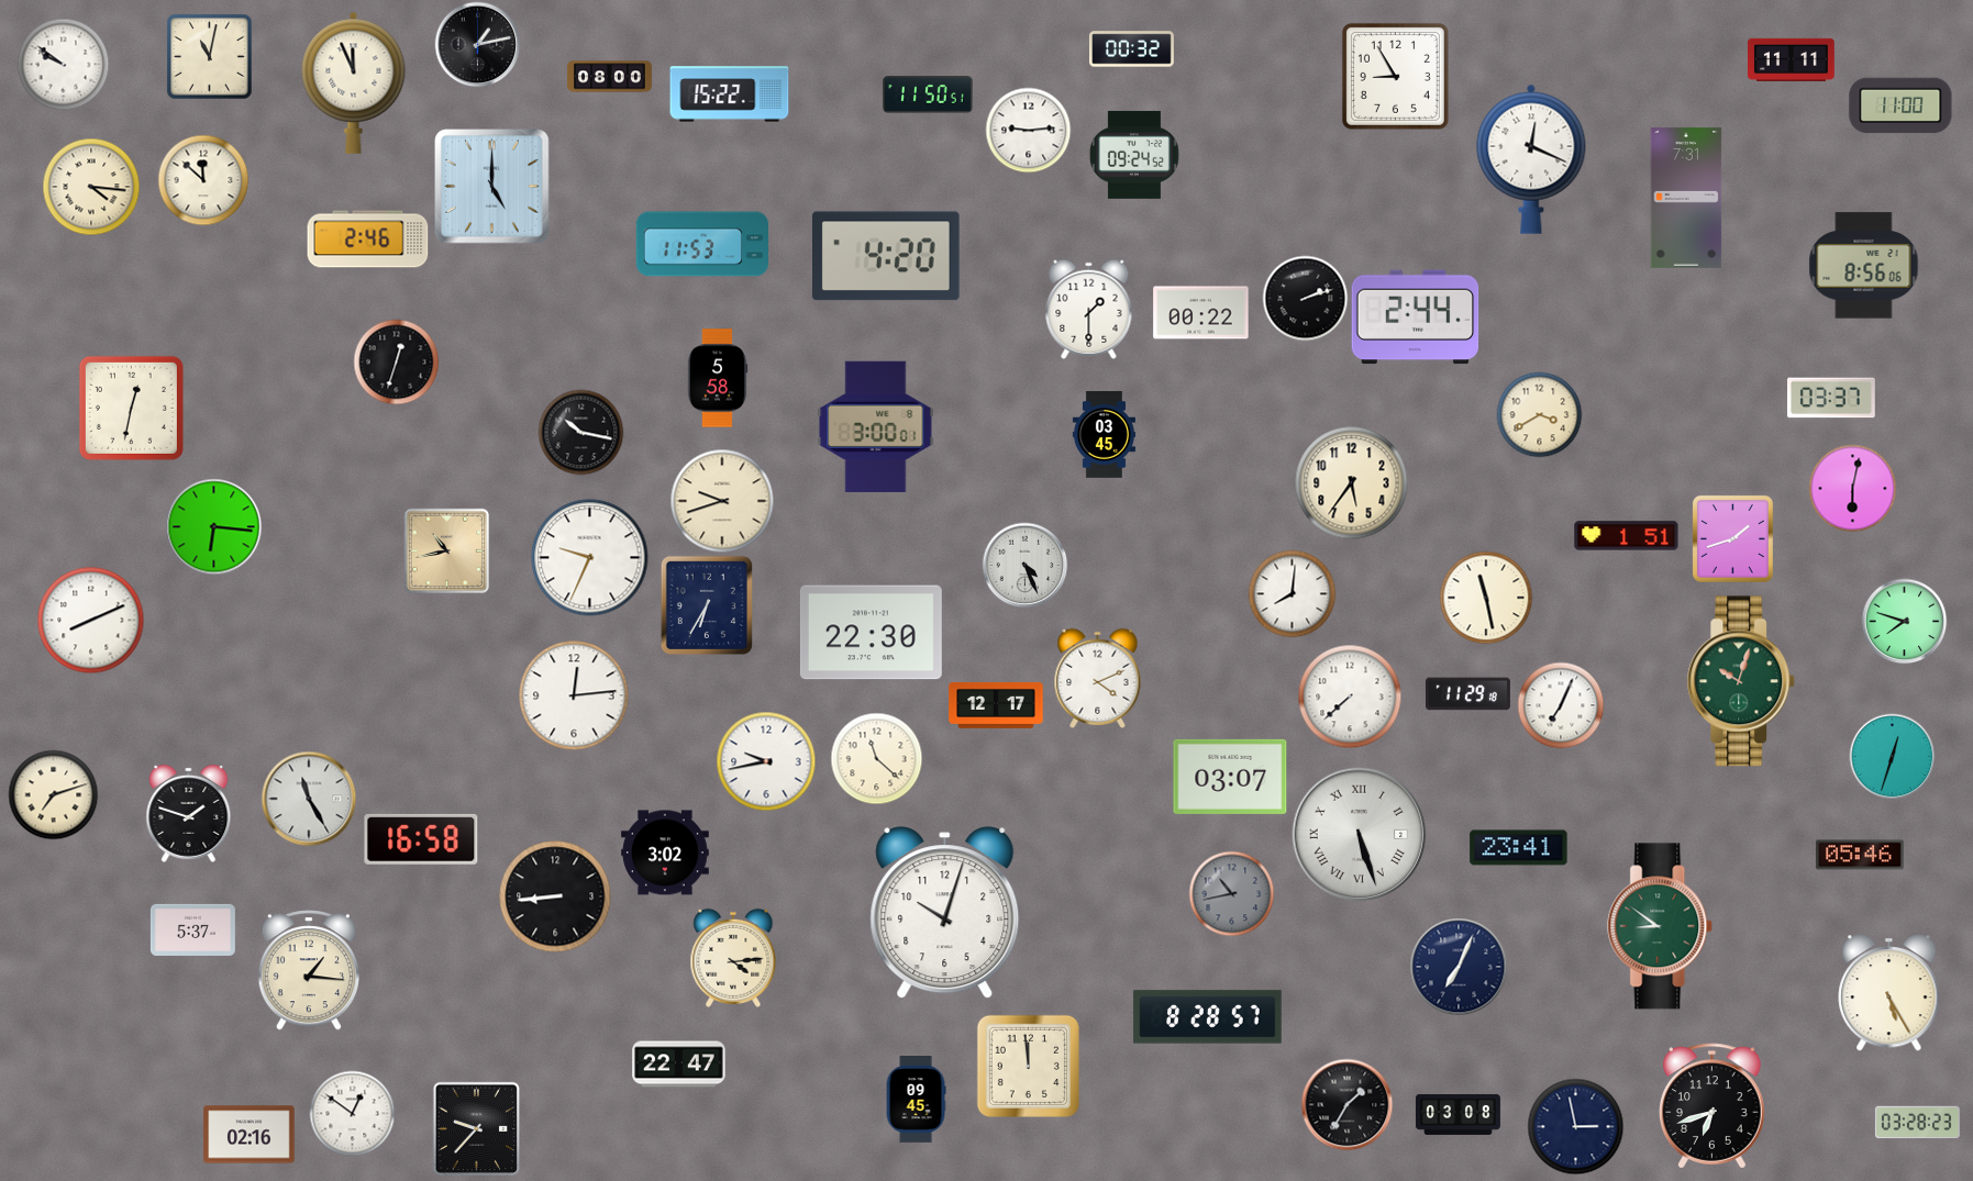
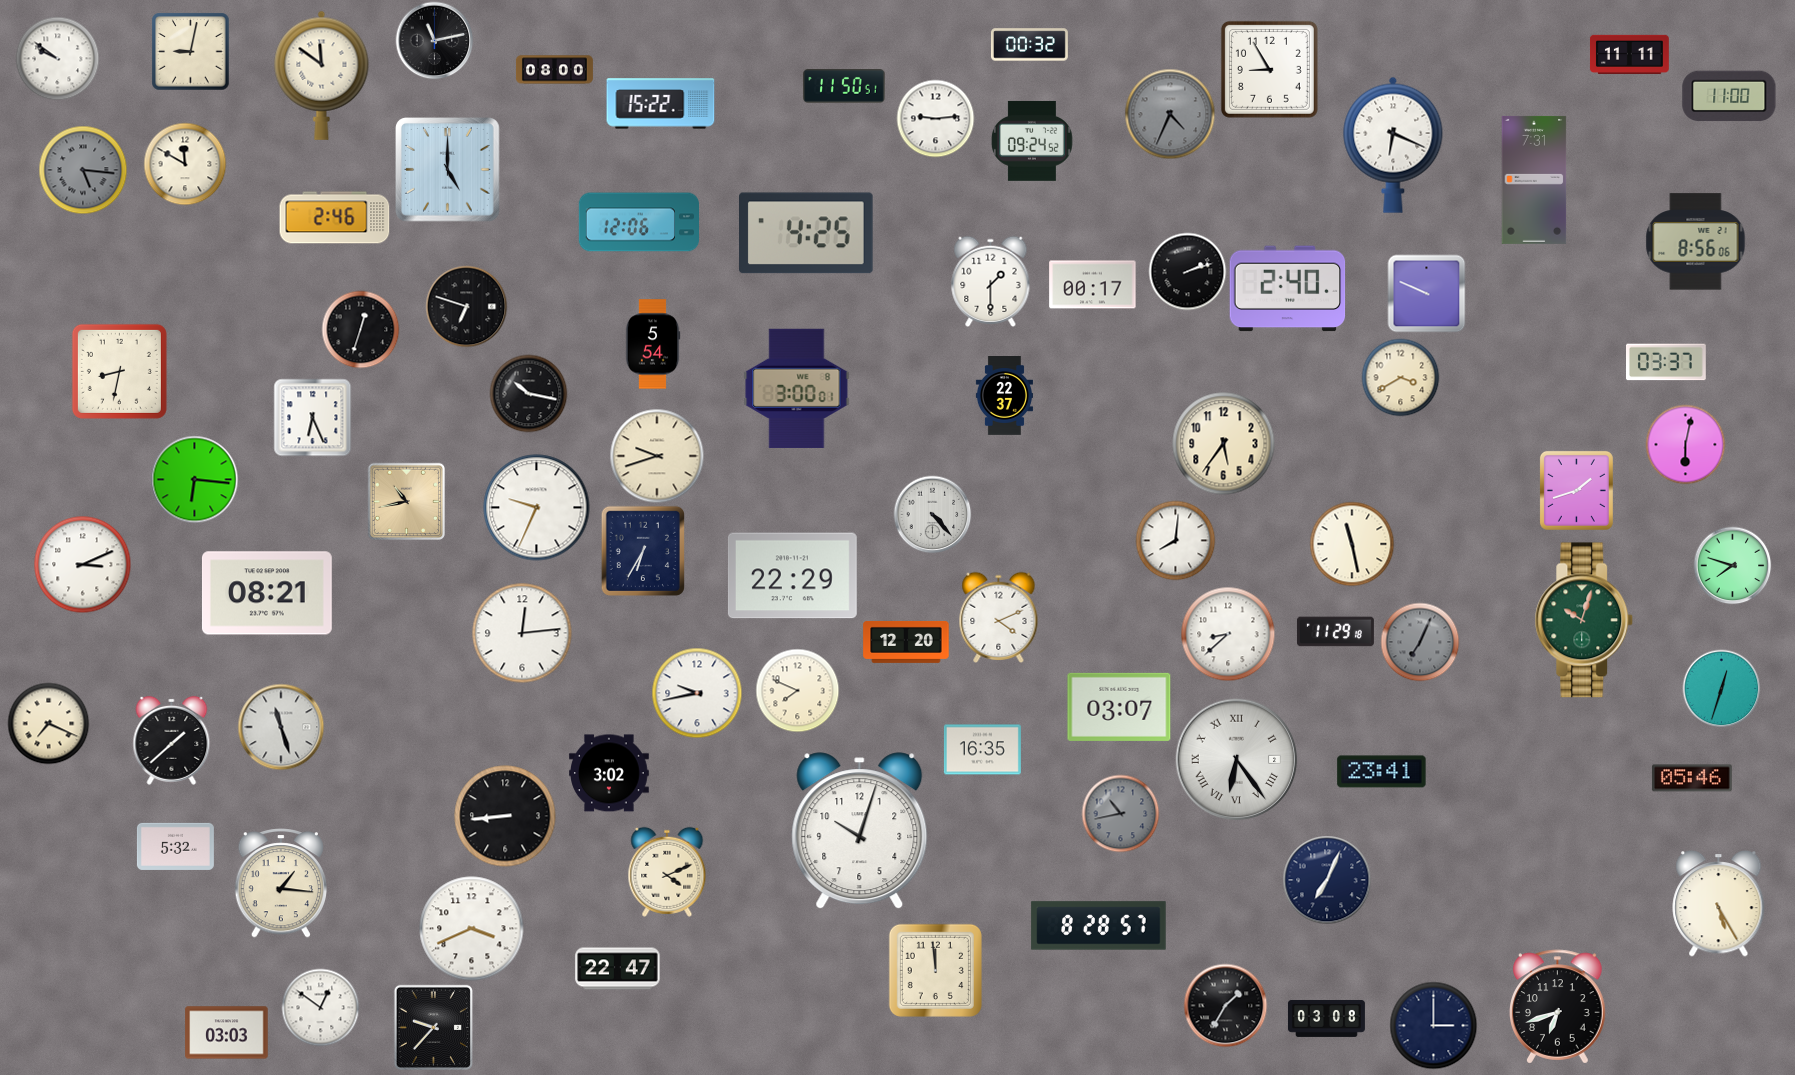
clock at (477, 44): 1:13 -> 11:13
clock at (209, 56): 11:02 -> 9:02
clock at (354, 82): 11:56 -> 11:51
clock at (730, 94) position: (730, 94) -> (661, 104)
clock at (1170, 114): none -> 4:34
clock at (1531, 159): 12:19 -> 6:19
clock at (203, 180): 11:52 -> 11:50
clock at (91, 187): 4:16 -> 5:16
clock at (91, 187) dial: cream -> grey
clock at (701, 244): 11:53 -> 12:06
clock at (887, 256): 4:20 -> 4:25
clock at (1201, 313): 00:22 -> 00:17
clock at (1416, 317): 2:44 -> 2:40
clock at (1426, 293): none -> 9:49
clock at (466, 306): none -> 6:48
clock at (718, 378): 5:58 -> 5:54
clock at (131, 408): 12:32 -> 8:32
clock at (1104, 435): 03:45 -> 22:37
clock at (312, 417): none -> 6:26
clock at (1352, 483) position: (1352, 483) -> (1224, 444)
clock at (1627, 536): 1:51 -> none
clock at (1024, 565): 4:26 -> 4:23
clock at (90, 620): 8:11 -> 3:11
clock at (871, 633): 22:30 -> 22:29
clock at (267, 593): none -> 08:21
clock at (1350, 697): 7:38 -> 8:38
clock at (996, 705): 12:17 -> 12:20
clock at (1561, 705) dial: white -> grey
clock at (876, 758): 11:22 -> 7:49
clock at (53, 794): 7:12 -> 7:19
clock at (309, 799): 11:25 -> 11:27
clock at (189, 813): 1:48 -> 1:38
clock at (982, 750): none -> 16:35
clock at (1360, 835): 5:27 -> 6:24
clock at (421, 839): 16:58 -> none
clock at (666, 853) position: (666, 853) -> (610, 773)
clock at (1661, 926): 8:51 -> none
clock at (192, 929): 5:37 -> 5:32
clock at (733, 958): 4:14 -> 4:11
clock at (472, 929): none -> 3:41
clock at (916, 1100): 09:45 -> none
clock at (352, 1113) position: (352, 1113) -> (320, 1007)
clock at (1457, 1114) position: (1457, 1114) -> (1326, 1018)
clock at (1917, 1123): 03:28 -> none
clock at (1575, 1126): 2:58 -> 3:00
clock at (250, 1135): 02:16 -> 03:03
